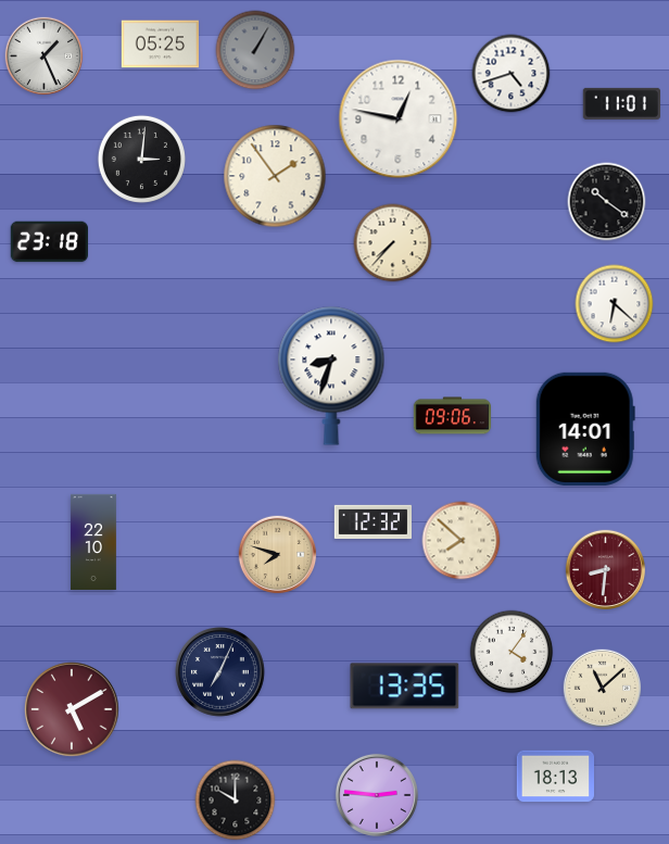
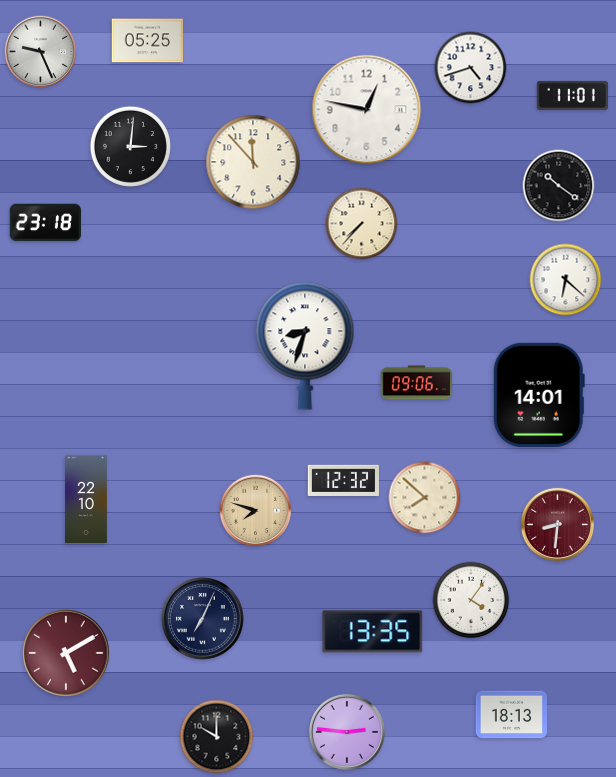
clock at (255, 50): 1:05 -> none
clock at (45, 56): 1:26 -> 9:26
clock at (275, 176): 1:54 -> 11:53
clock at (603, 689): 11:08 -> none
